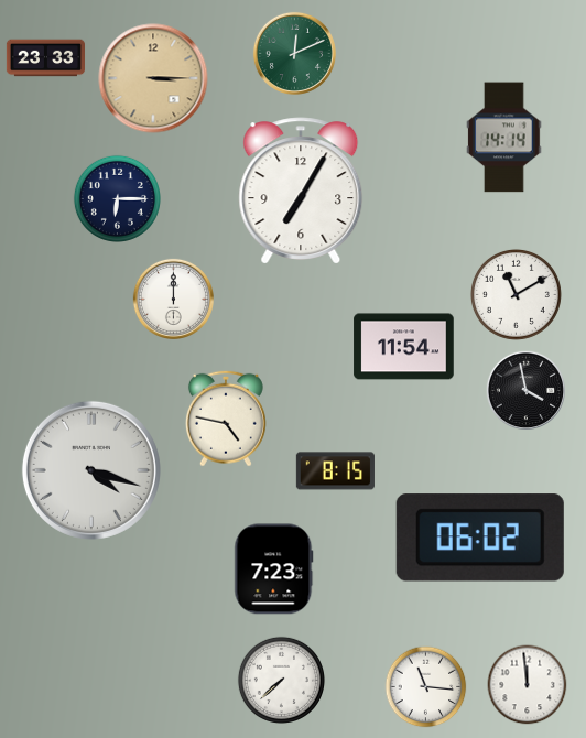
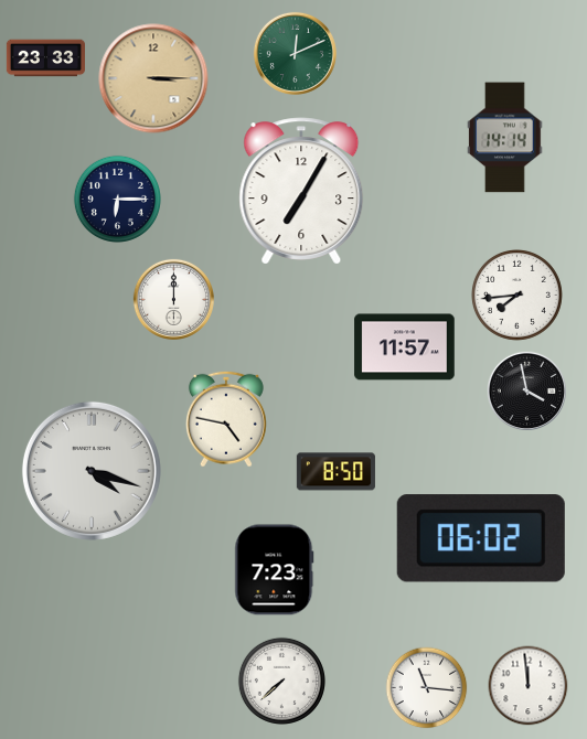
clock at (516, 294): 11:10 -> 7:44
clock at (404, 347): 11:54 -> 11:57
clock at (335, 471): 8:15 -> 8:50
